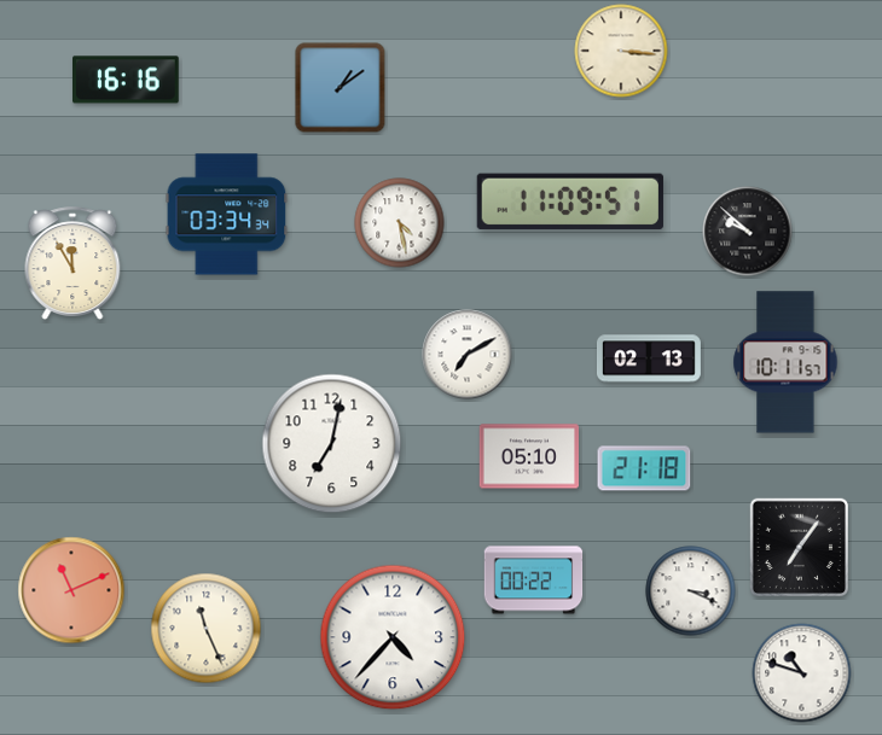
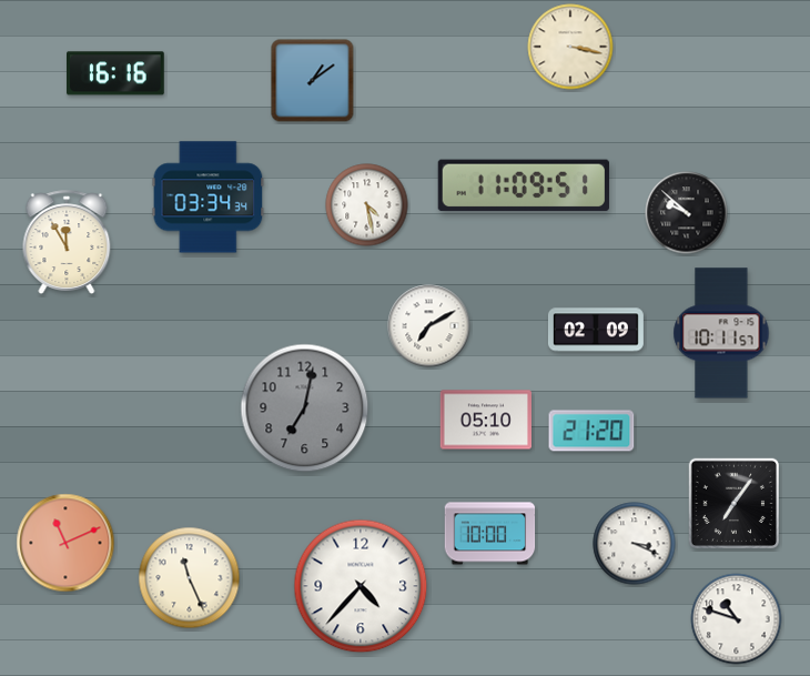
clock at (621, 51): 3:16 -> 3:17
clock at (649, 358): 02:13 -> 02:09
clock at (332, 444) dial: white -> grey
clock at (644, 468): 21:18 -> 21:20
clock at (534, 581): 00:22 -> 10:00
